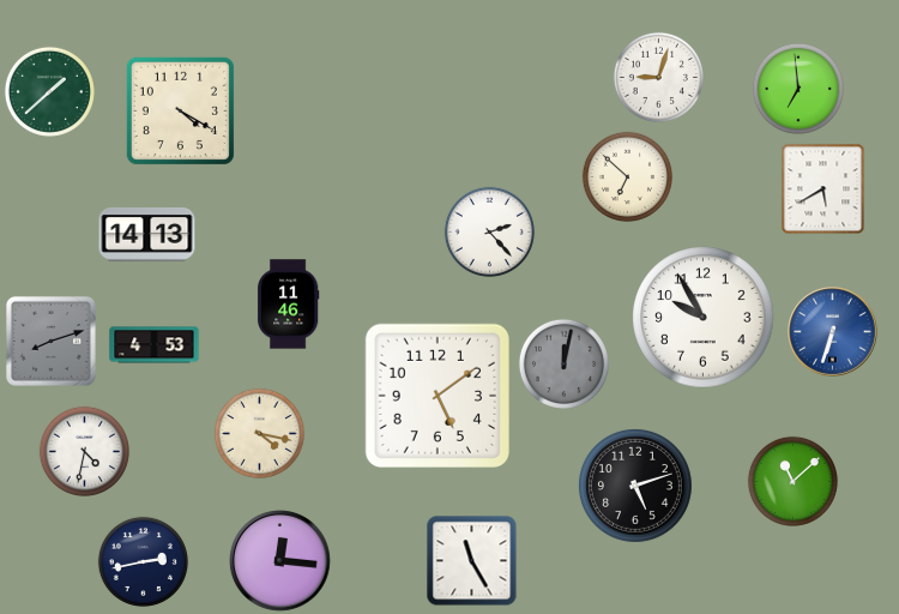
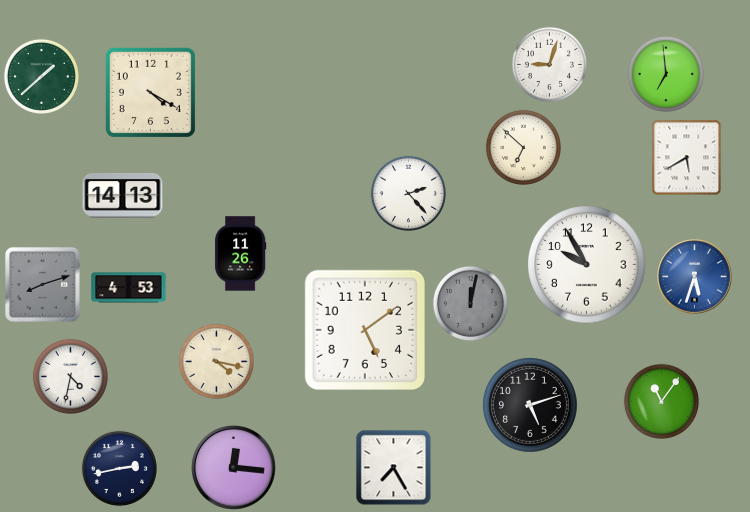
clock at (288, 305): 11:46 -> 11:26
clock at (833, 332): 6:33 -> 5:33
clock at (792, 481): 11:08 -> 11:06
clock at (472, 561): 11:25 -> 7:25
